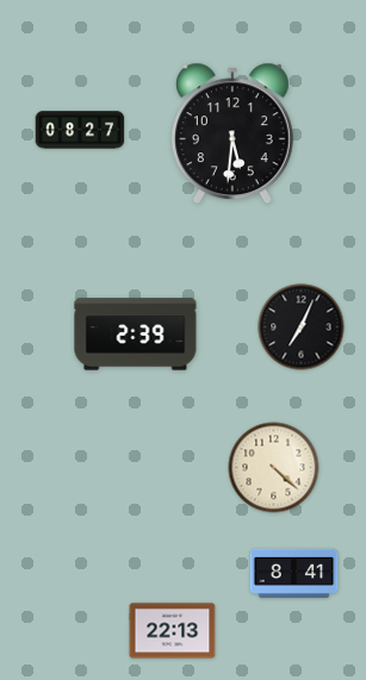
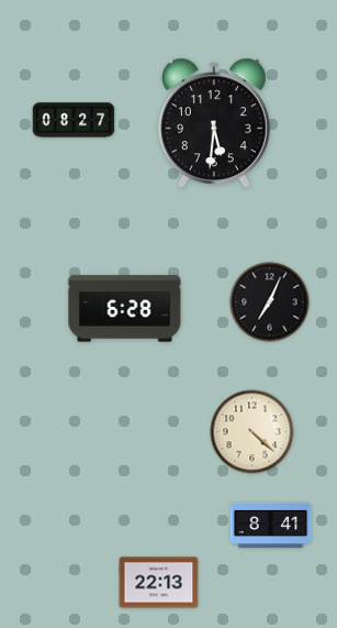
clock at (302, 327) position: (302, 327) -> (270, 302)
clock at (136, 335): 2:39 -> 6:28
clock at (294, 573) position: (294, 573) -> (271, 525)
